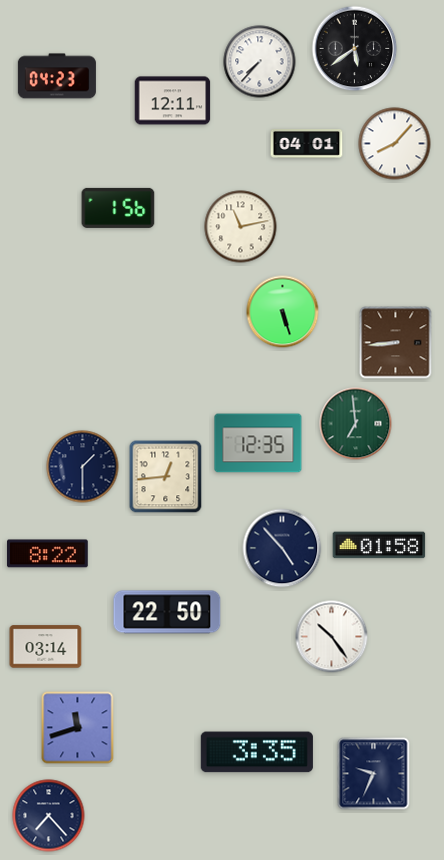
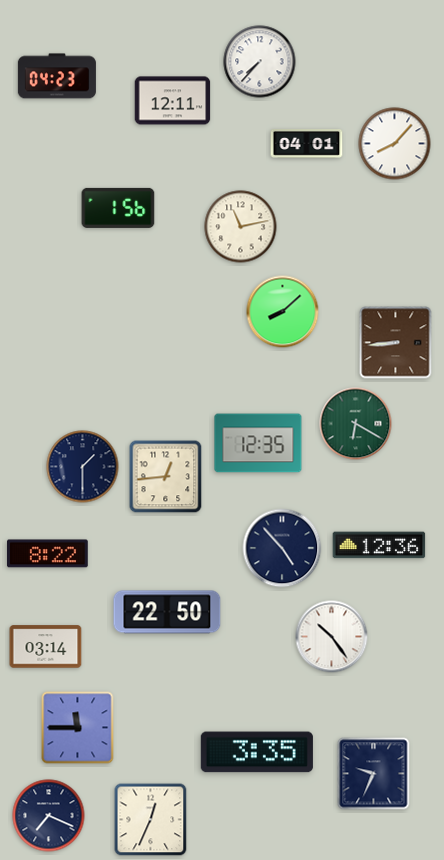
clock at (355, 49): 5:39 -> none
clock at (283, 312): 5:27 -> 8:08
clock at (356, 424): 6:59 -> 6:20
clock at (379, 545): 01:58 -> 12:36
clock at (78, 728): 11:42 -> 11:45
clock at (49, 816): 7:23 -> 7:19
clock at (151, 820): none -> 12:34
